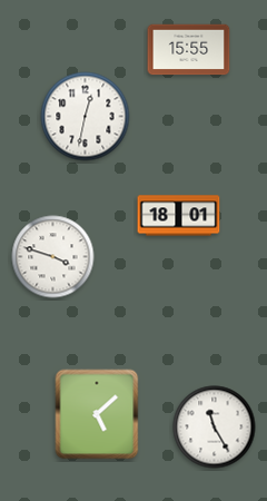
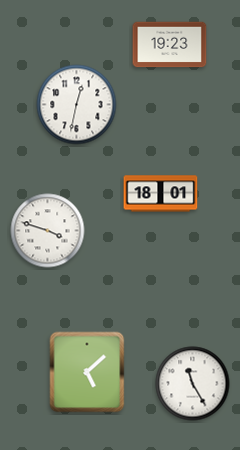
clock at (189, 50): 15:55 -> 19:23
